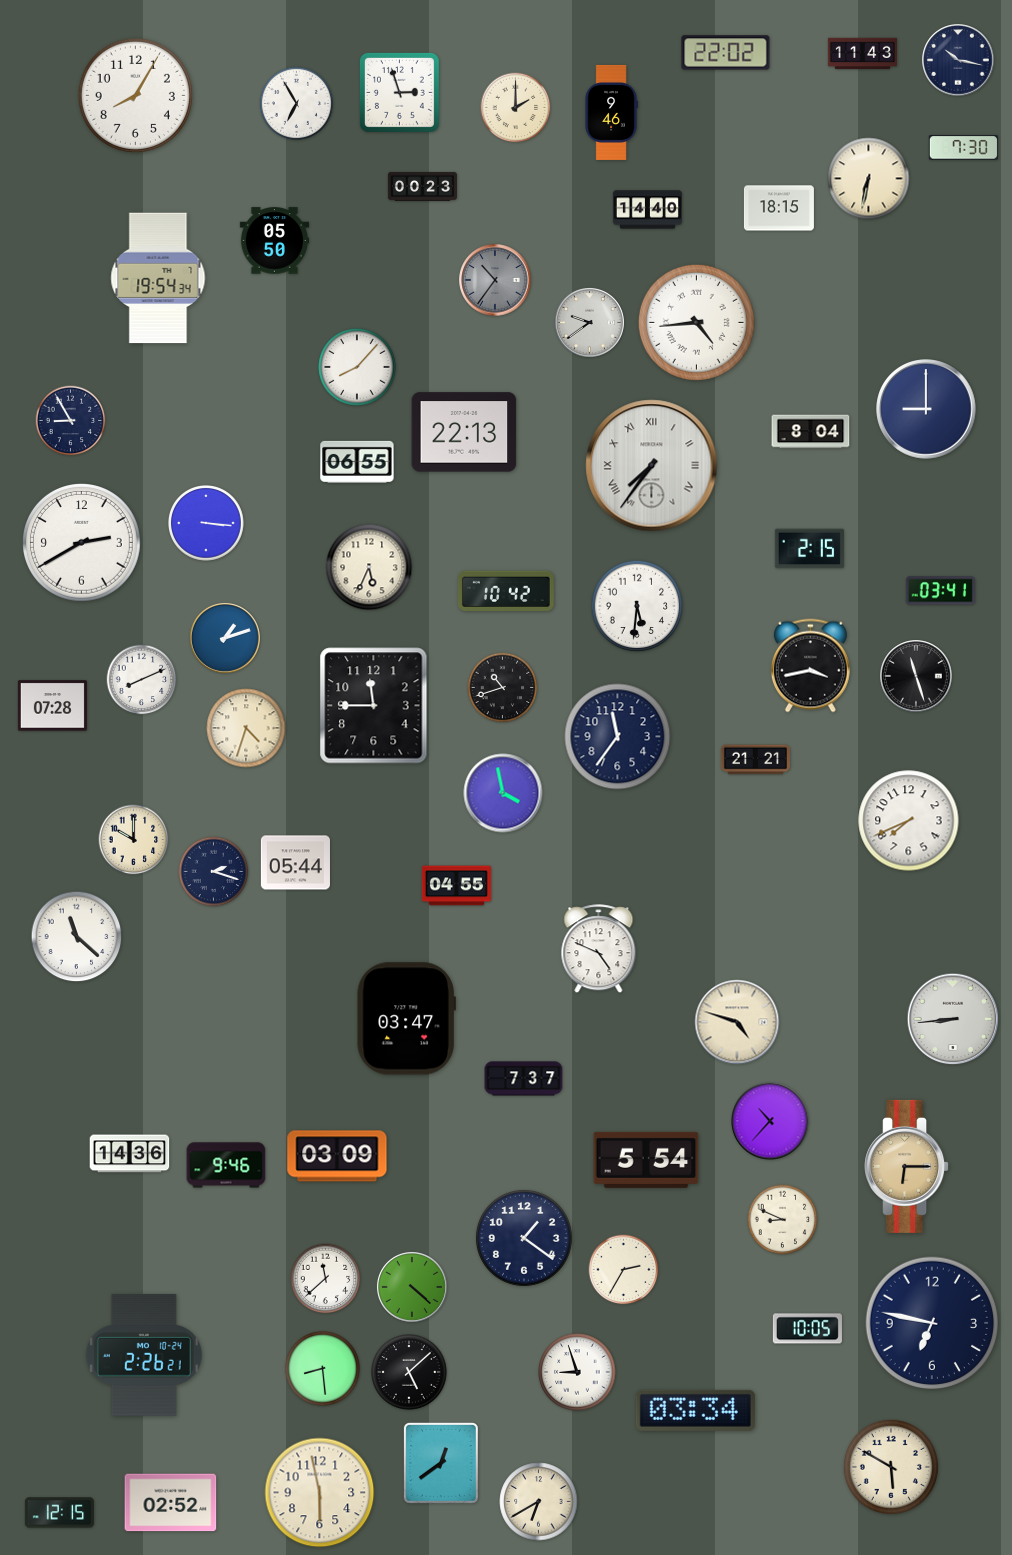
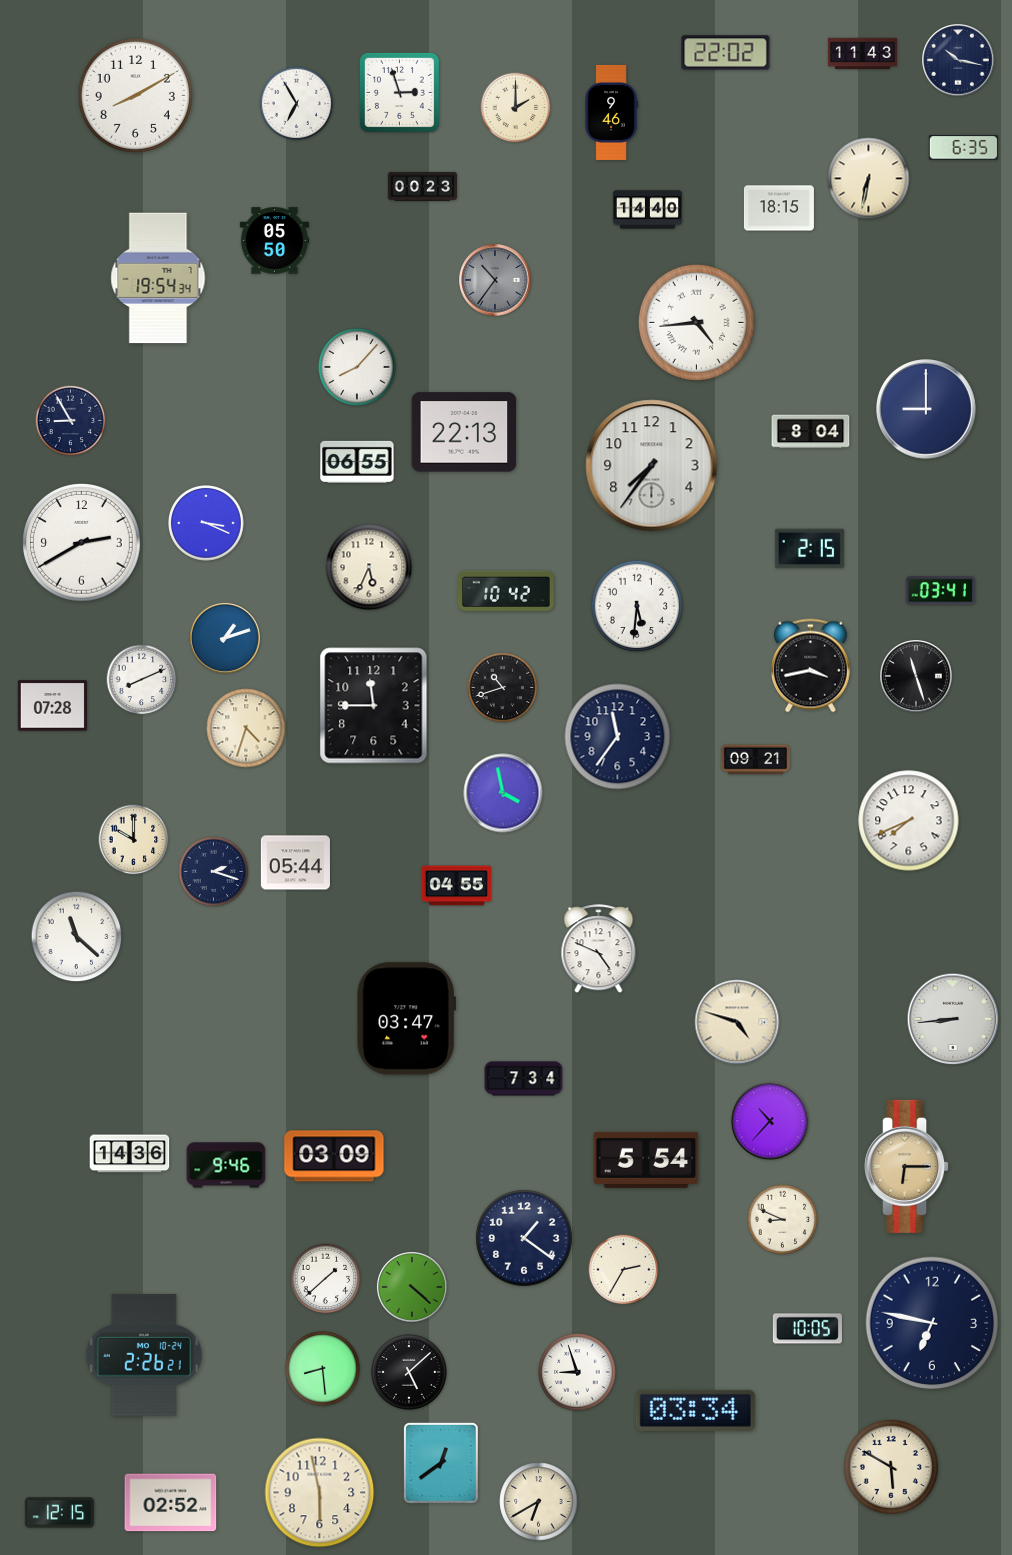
clock at (135, 95): 8:05 -> 8:10
clock at (963, 148): 7:30 -> 6:35
clock at (589, 322): 9:39 -> none
clock at (652, 466) numerals: Roman -> Arabic
clock at (207, 524): 3:16 -> 3:19
clock at (755, 760): 21:21 -> 09:21
clock at (524, 1079): 7:37 -> 7:34
clock at (337, 1156) position: (337, 1156) -> (334, 1156)
clock at (326, 1279): 11:38 -> 1:38
